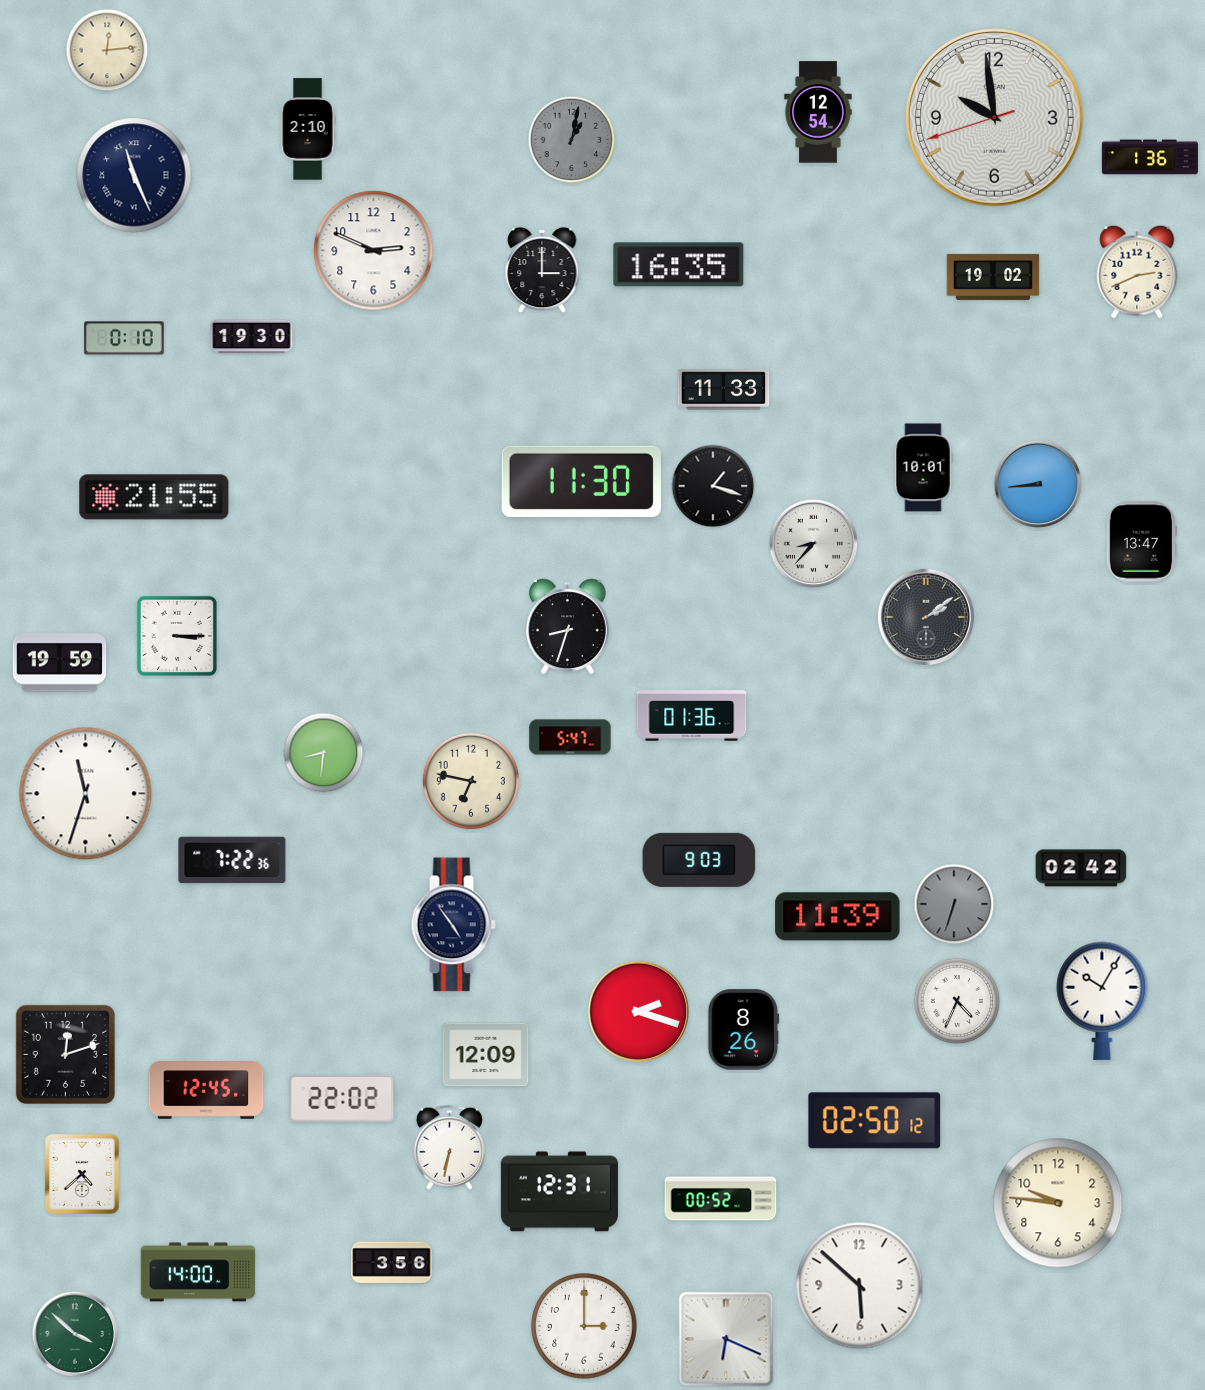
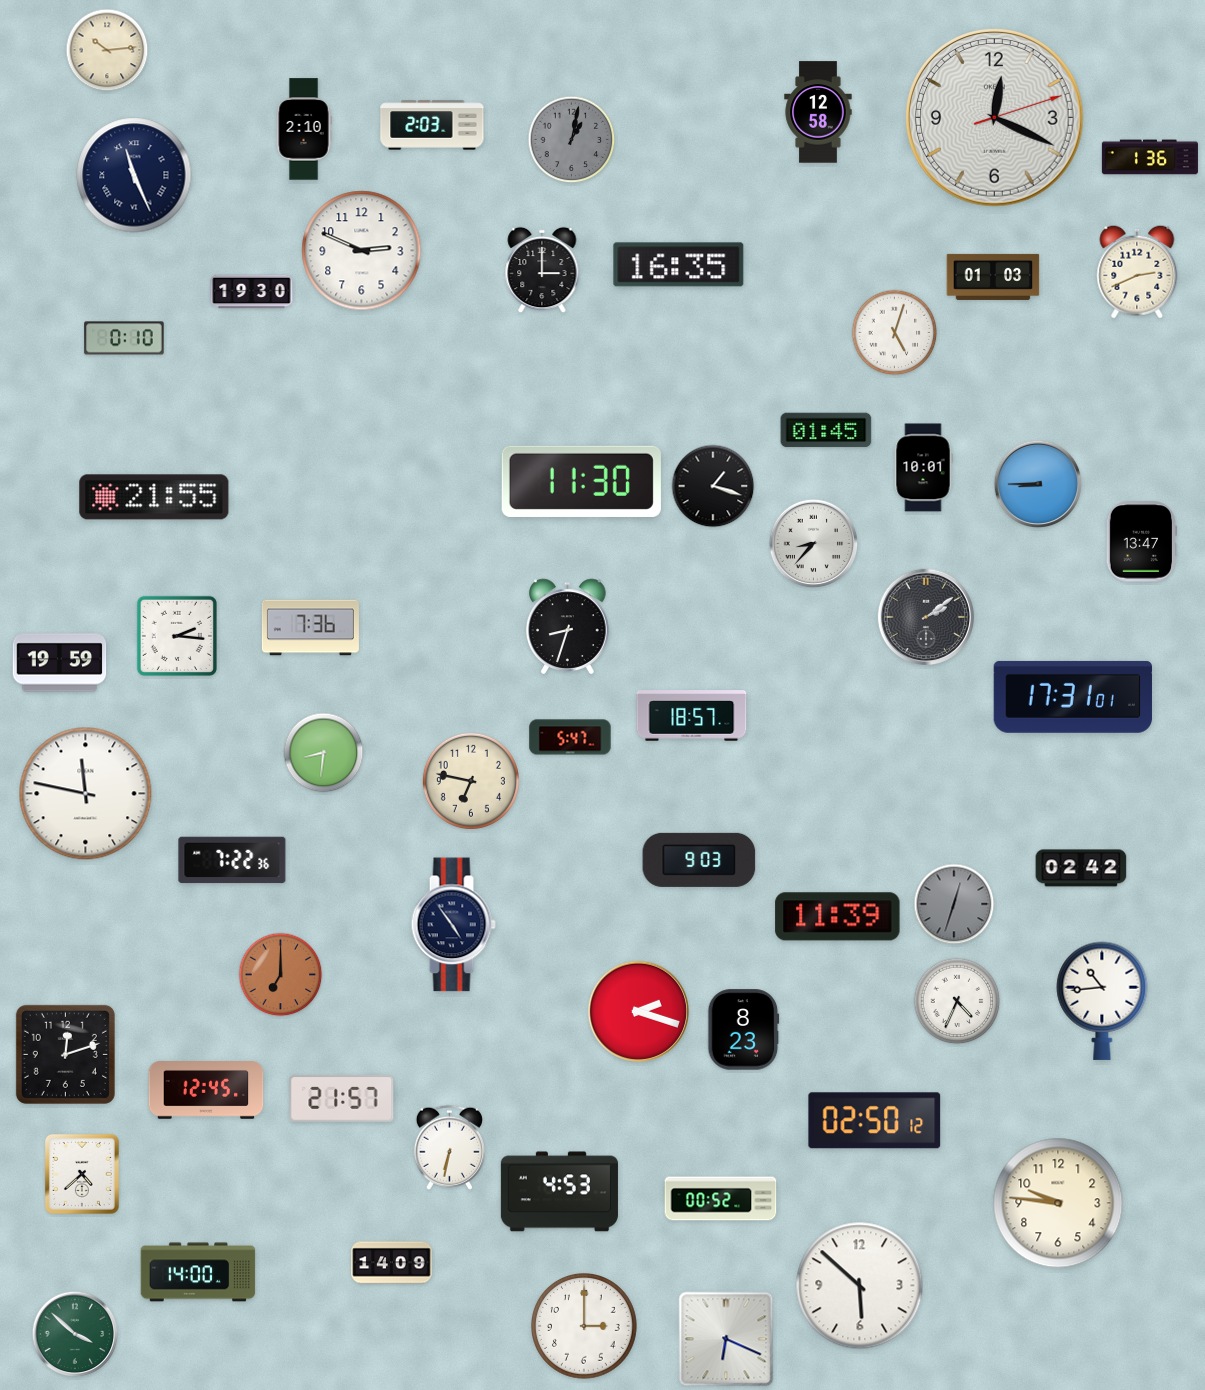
clock at (107, 50): 12:14 -> 10:14
clock at (818, 112): 12:54 -> 12:58
clock at (995, 118): 9:58 -> 12:19
clock at (432, 125): none -> 2:03
clock at (308, 129) position: (308, 129) -> (304, 129)
clock at (374, 251) position: (374, 251) -> (362, 251)
clock at (993, 277): 19:02 -> 01:03
clock at (895, 333): none -> 5:03
clock at (252, 337) position: (252, 337) -> (252, 292)
clock at (724, 390): 11:33 -> none
clock at (826, 430): none -> 01:45
clock at (1038, 484): 8:44 -> 8:45
clock at (310, 628): none -> 7:36
clock at (177, 636): 3:15 -> 2:16
clock at (1072, 697): none -> 17:31
clock at (692, 716): 01:36 -> 18:57
clock at (86, 794): 11:33 -> 11:47
clock at (954, 904): 6:33 -> 12:33
clock at (281, 975): none -> 7:00
clock at (1102, 1001): 10:05 -> 10:44
clock at (744, 1030): 8:26 -> 8:23
clock at (486, 1055): 12:09 -> none
clock at (342, 1099): 22:02 -> 21:57
clock at (559, 1192): 12:31 -> 4:53
clock at (392, 1263): 3:56 -> 14:09
